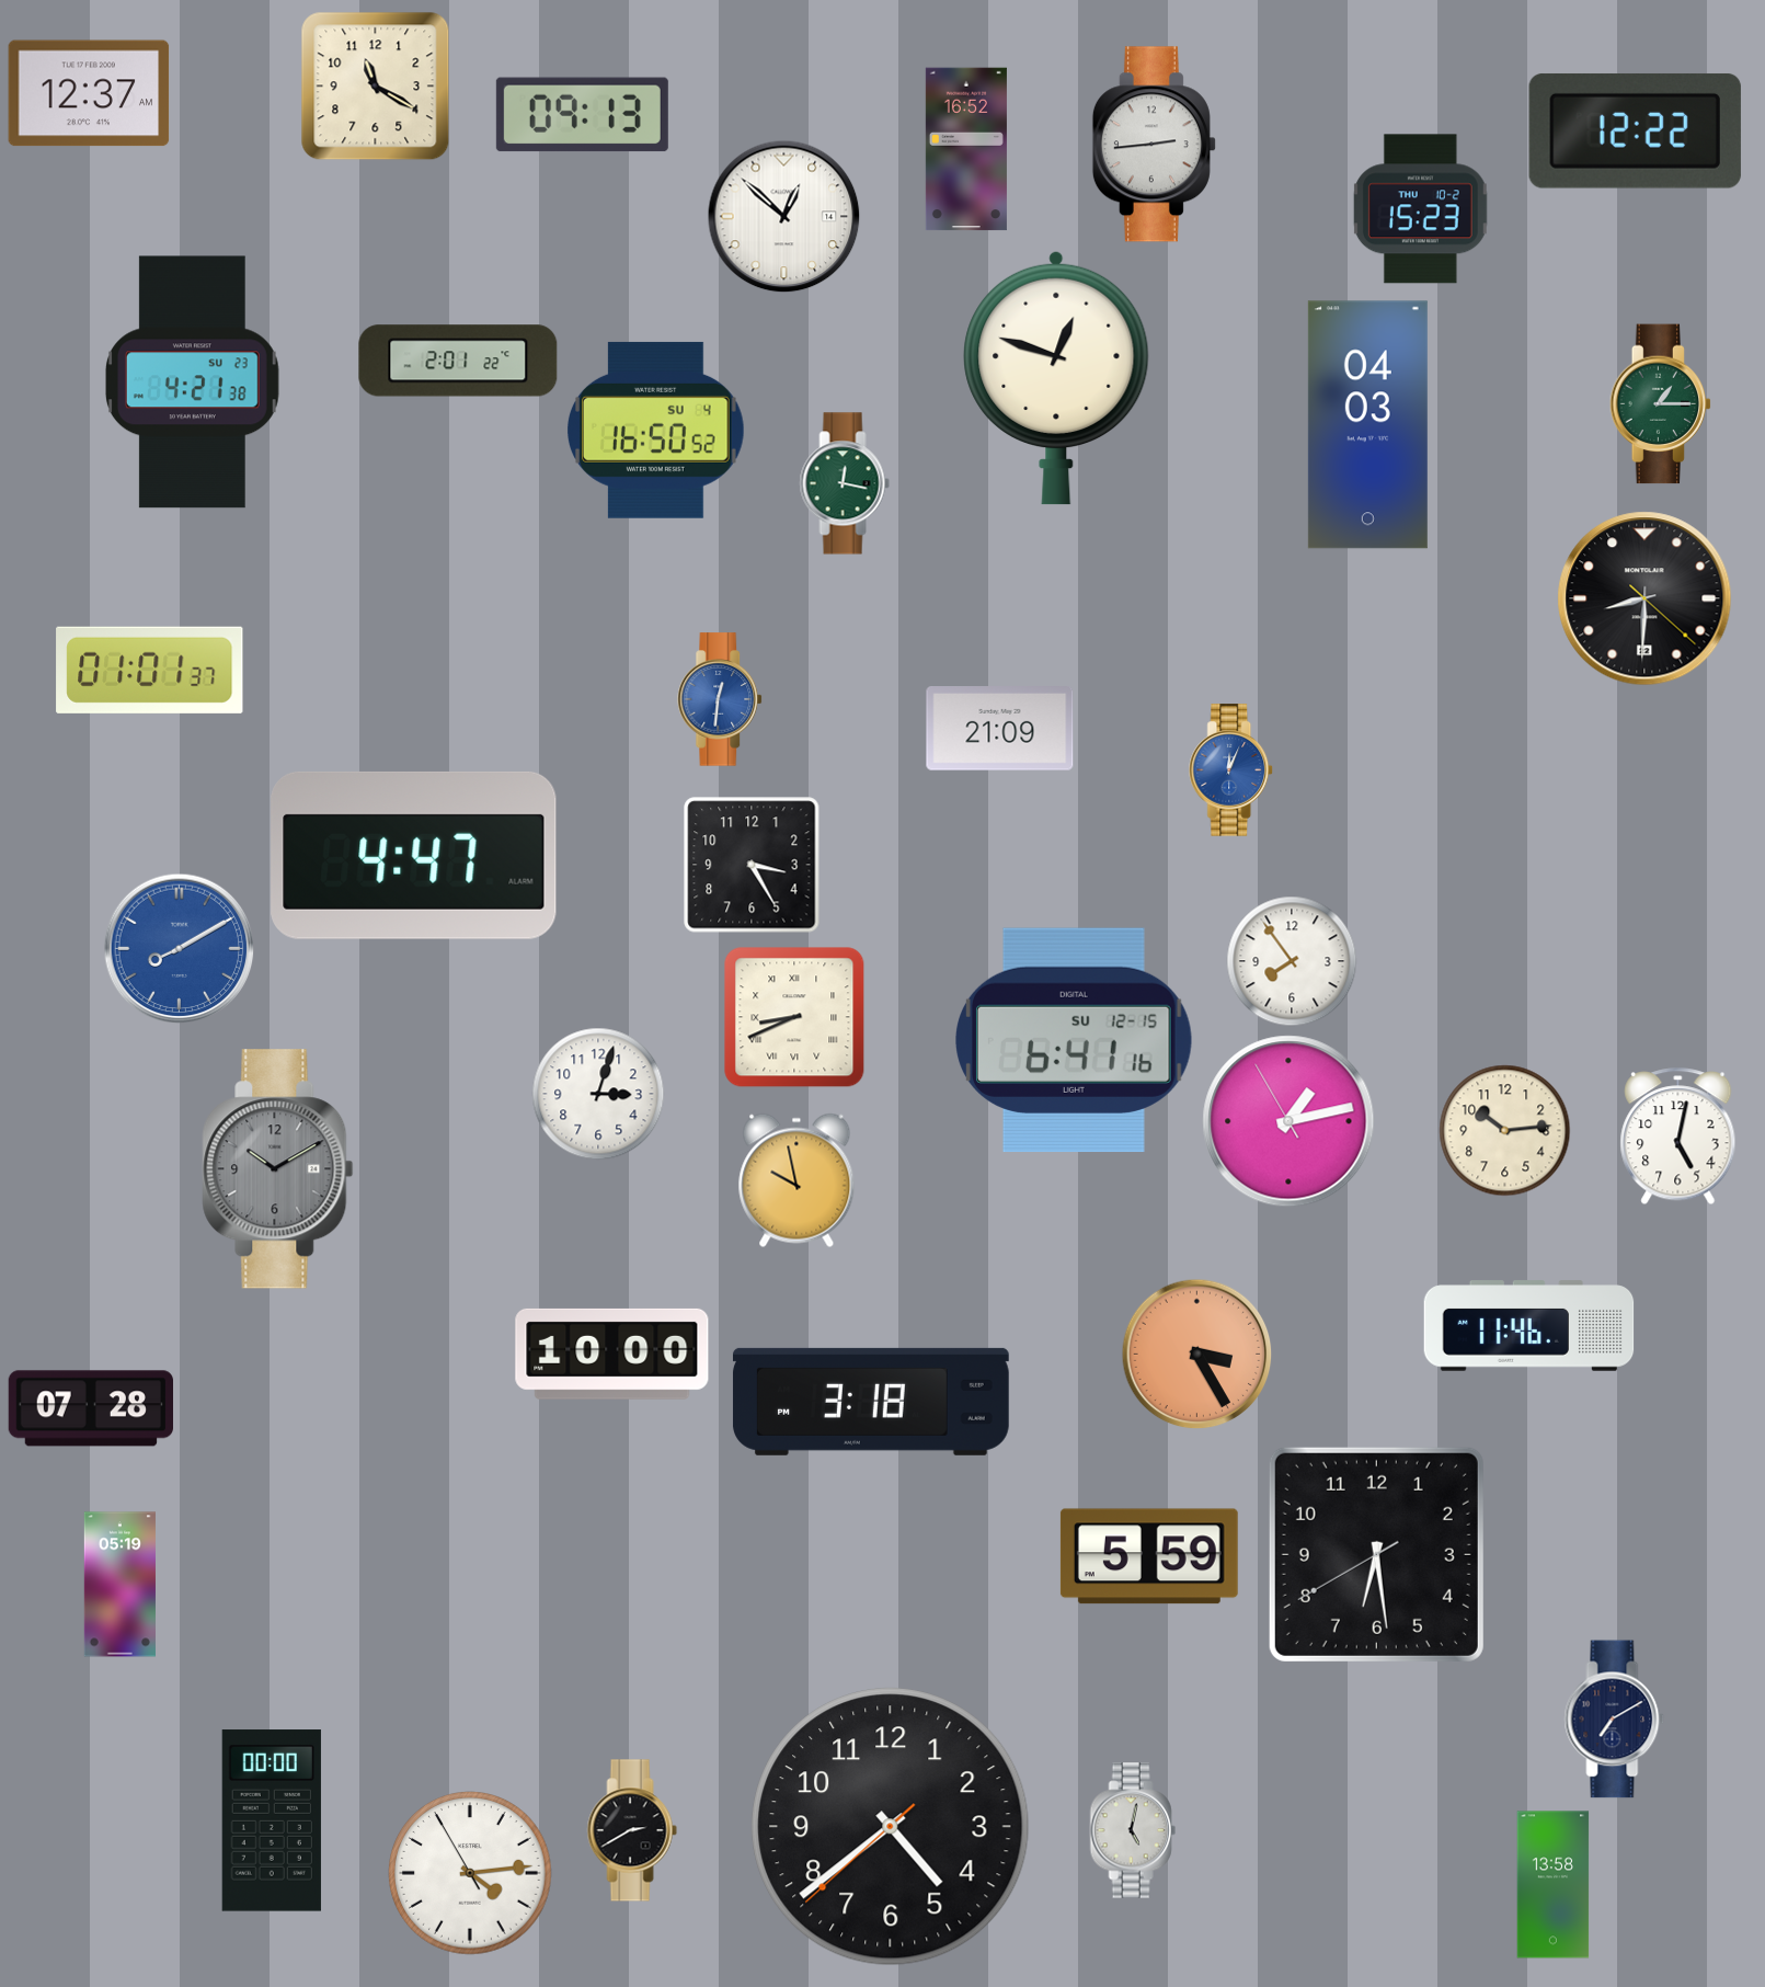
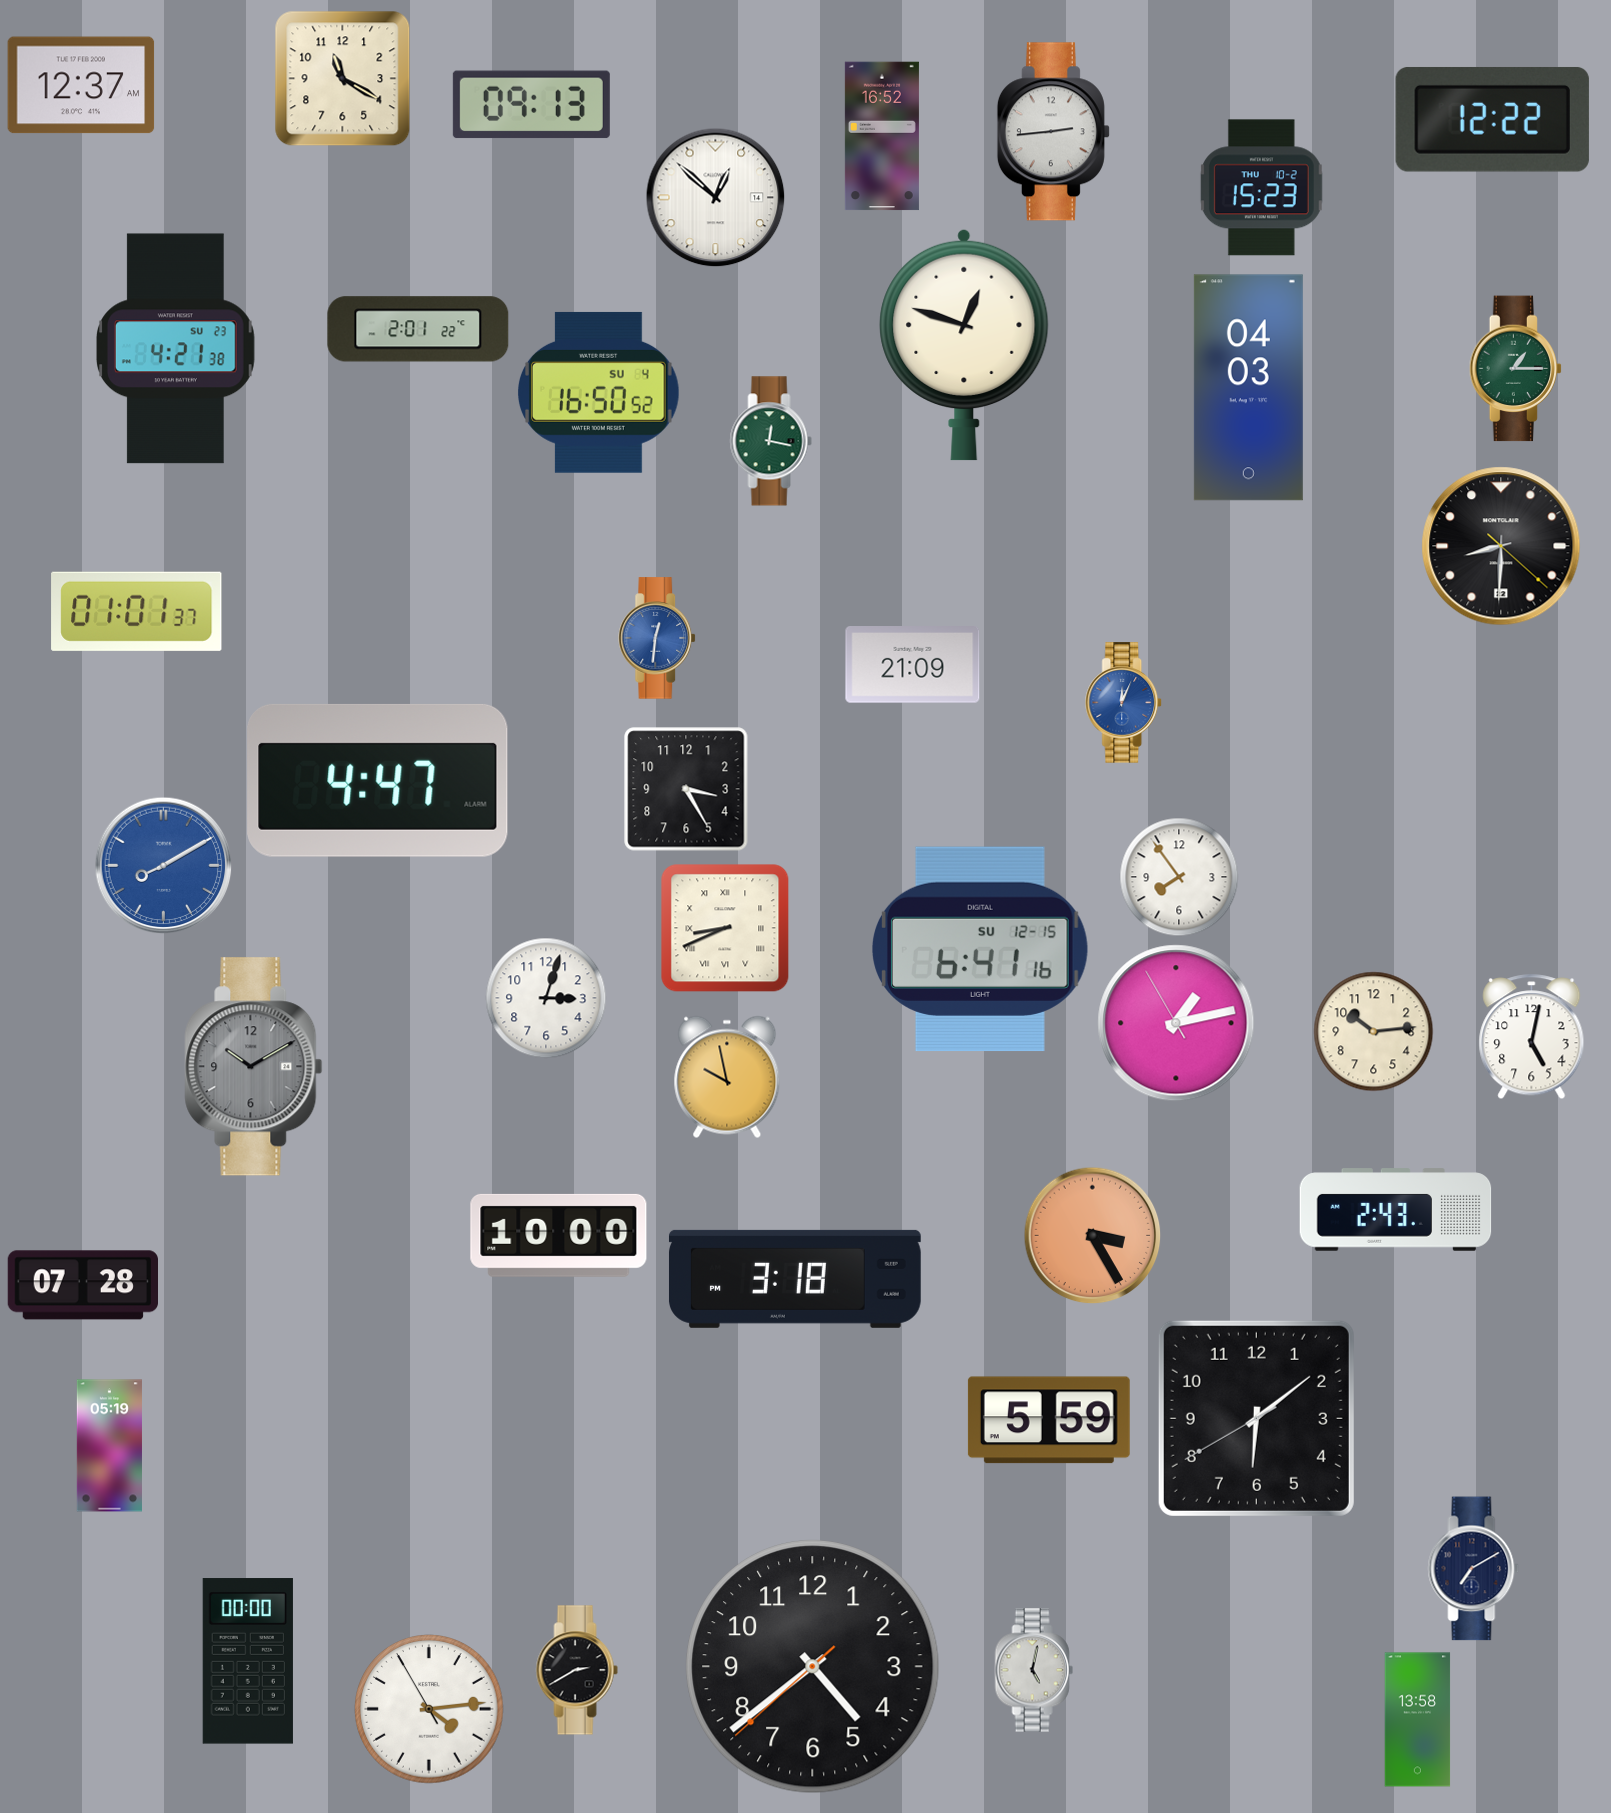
clock at (1420, 209) position: (1420, 209) -> (1261, 188)
clock at (1529, 1326): 11:46 -> 2:43
clock at (1376, 1554): 6:28 -> 6:08
